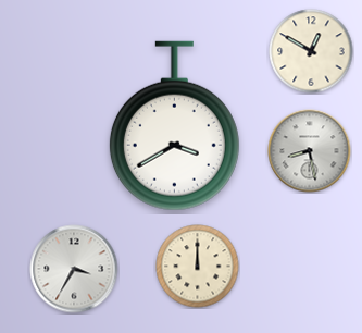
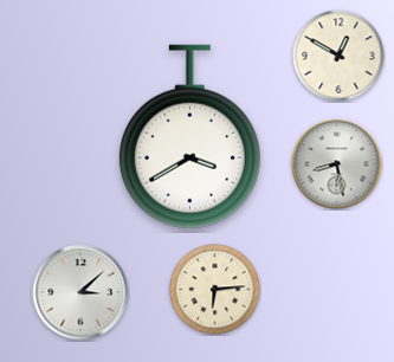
clock at (198, 267): 12:00 -> 6:14
clock at (74, 269): 3:35 -> 3:08
